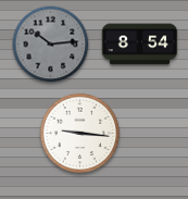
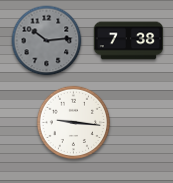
clock at (140, 45): 8:54 -> 7:38
